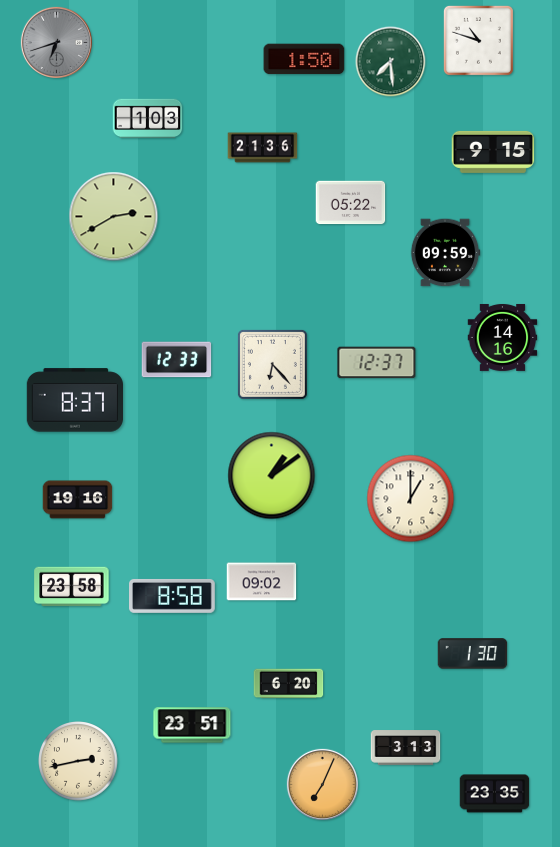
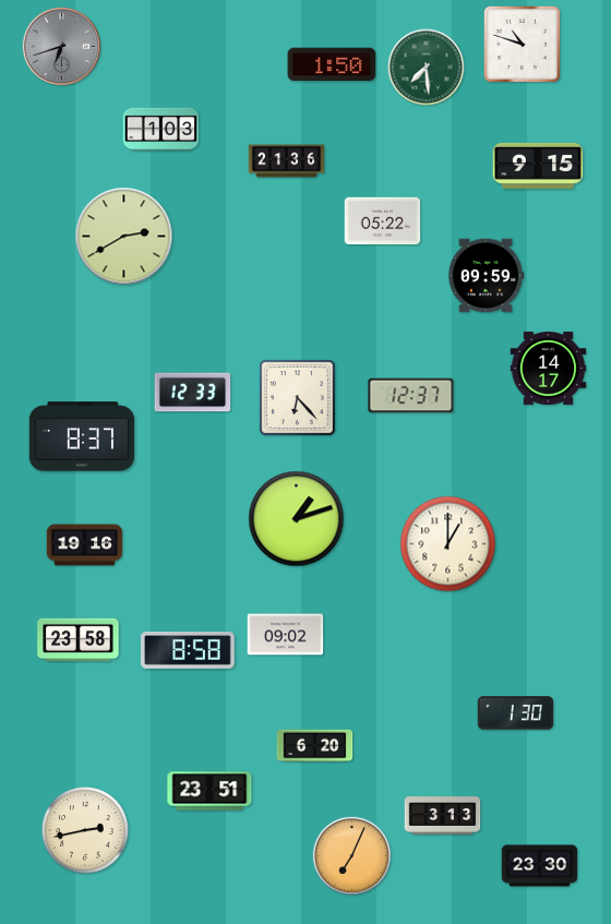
clock at (503, 337): 14:16 -> 14:17
clock at (272, 476): 1:09 -> 1:12
clock at (495, 794): 23:35 -> 23:30
